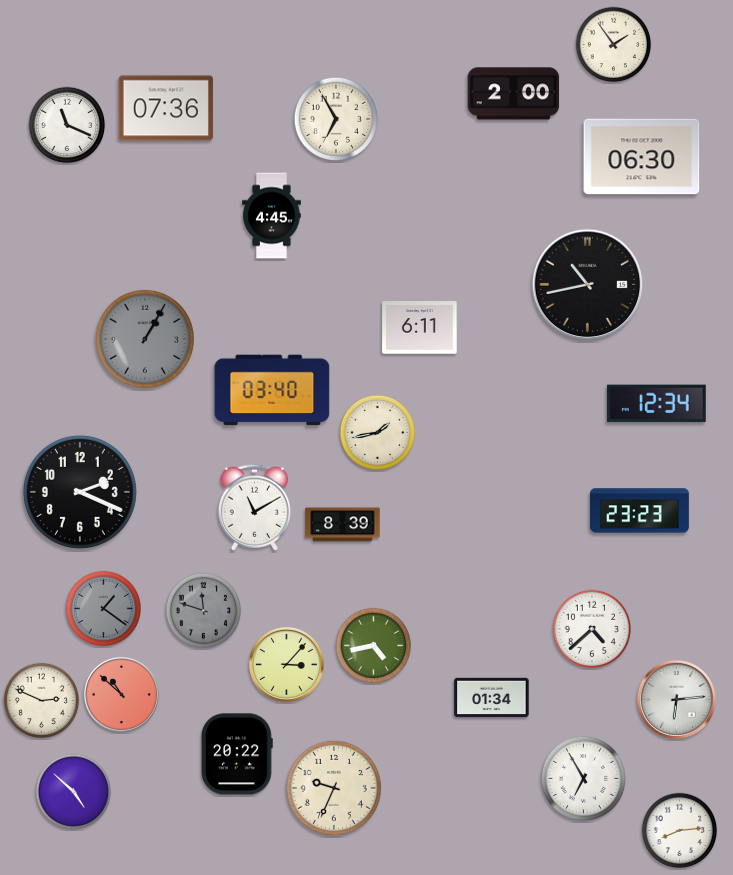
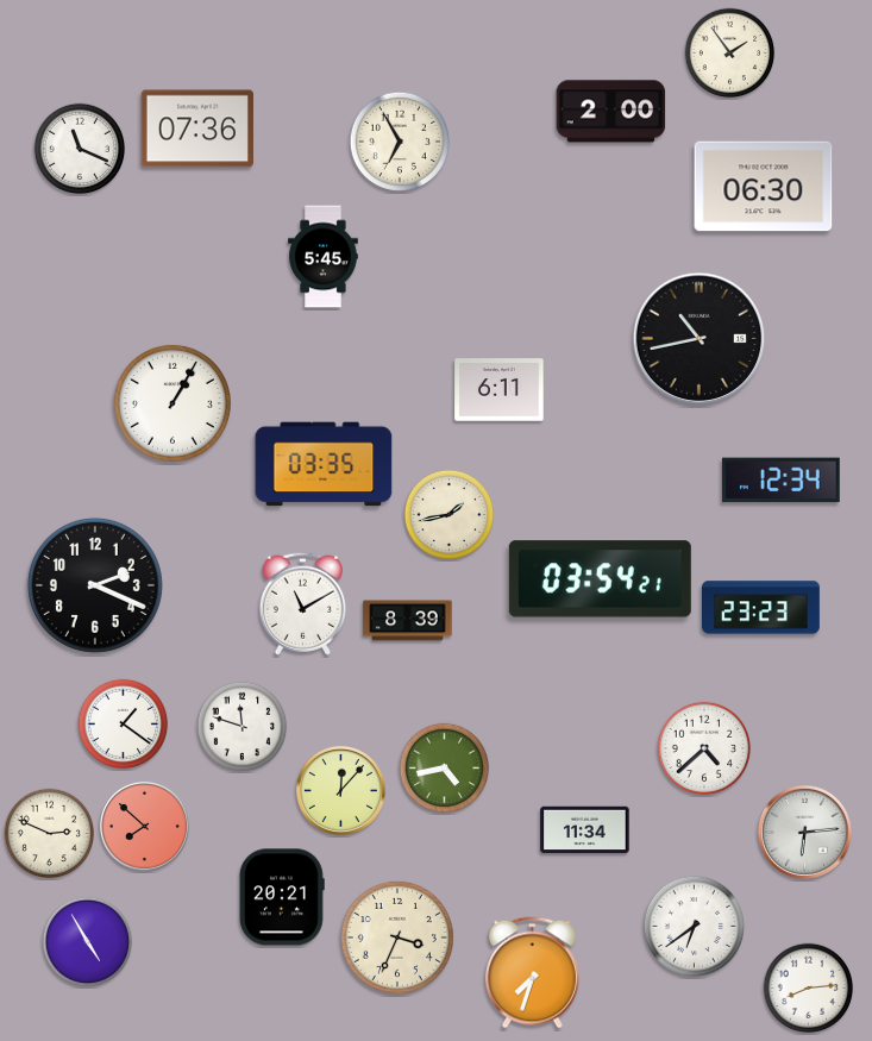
clock at (272, 216): 4:45 -> 5:45
clock at (145, 339) dial: grey -> white
clock at (272, 390): 03:40 -> 03:35
clock at (600, 579): none -> 03:54
clock at (343, 525) position: (343, 525) -> (408, 621)
clock at (104, 609) dial: grey -> white
clock at (204, 611) dial: grey -> white
clock at (286, 664): 3:07 -> 12:07
clock at (121, 694): 10:52 -> 7:52
clock at (492, 698): 01:34 -> 11:34
clock at (238, 754): 20:22 -> 20:21
clock at (583, 778): 6:55 -> 6:39
clock at (334, 788): 9:34 -> 3:34
clock at (74, 792): 4:52 -> 4:55
clock at (532, 973): none -> 7:33
